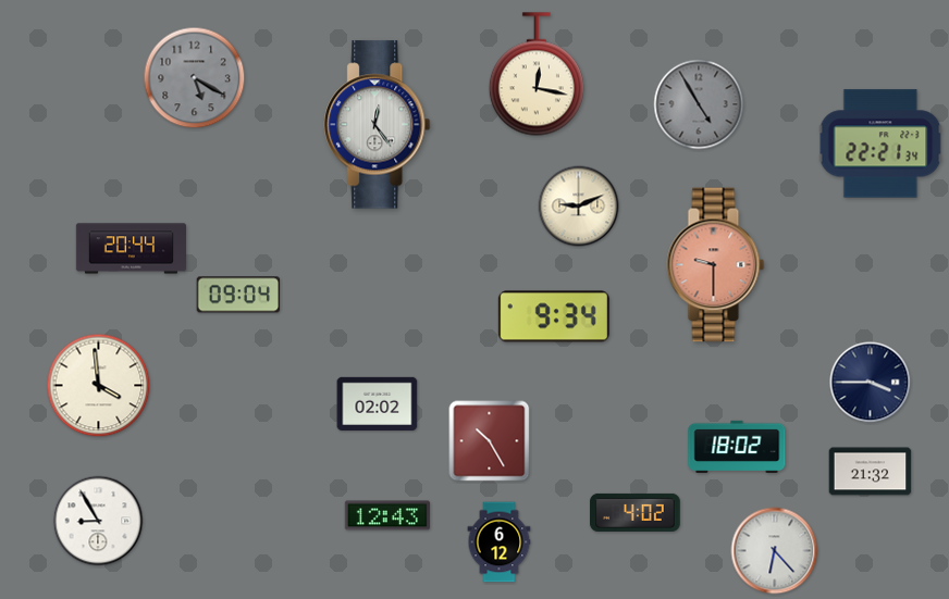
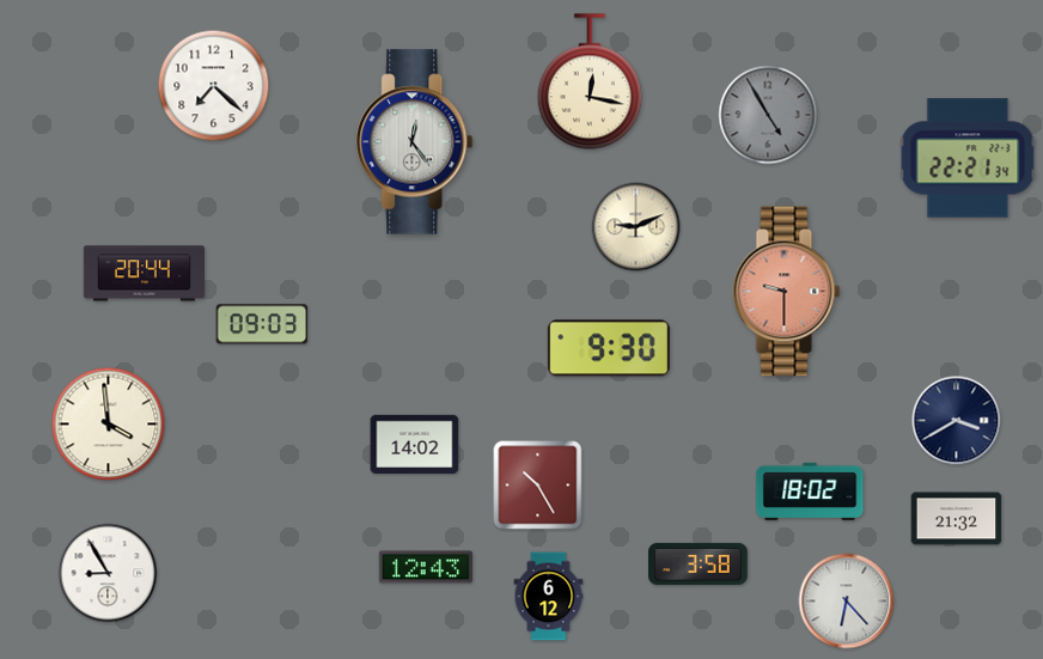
clock at (195, 78): 5:20 -> 7:22
clock at (195, 78) dial: grey -> white
clock at (378, 125) position: (378, 125) -> (415, 142)
clock at (238, 295): 09:04 -> 09:03
clock at (554, 316): 9:34 -> 9:30
clock at (871, 383): 3:45 -> 3:40
clock at (378, 403): 02:02 -> 14:02
clock at (636, 512): 4:02 -> 3:58
clock at (775, 551) position: (775, 551) -> (847, 602)
